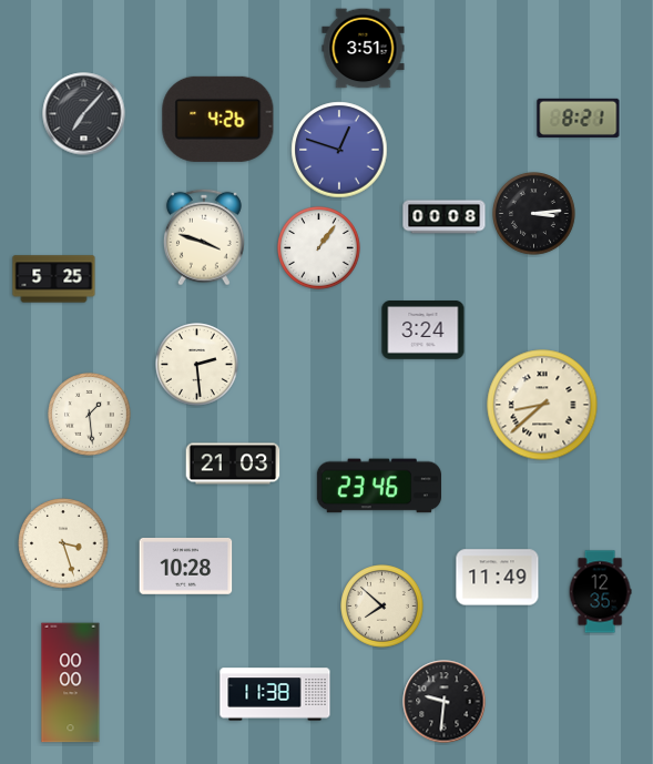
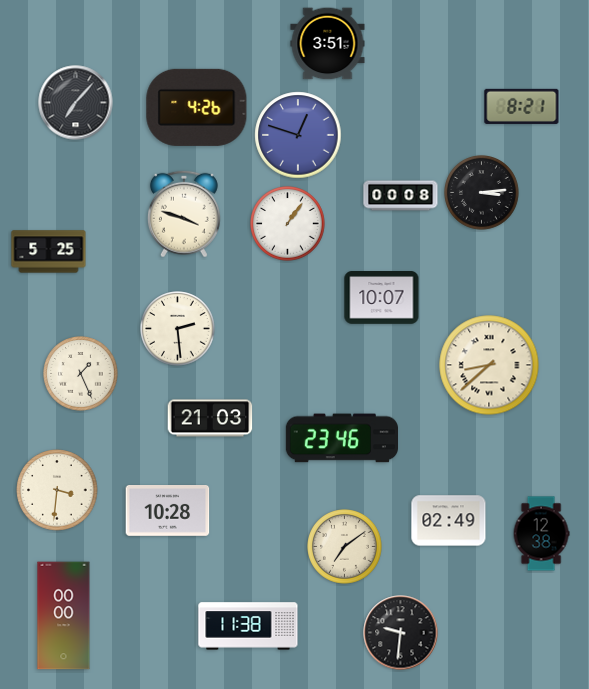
clock at (339, 150) position: (339, 150) -> (298, 135)
clock at (424, 330): 3:24 -> 10:07
clock at (90, 415): 1:29 -> 1:26
clock at (63, 543): 3:27 -> 3:31
clock at (498, 578): 11:49 -> 02:49
clock at (600, 592): 12:35 -> 12:38
clock at (382, 607): 7:52 -> 7:09
